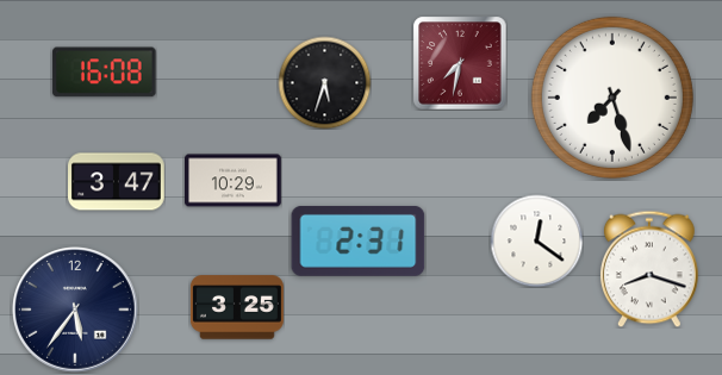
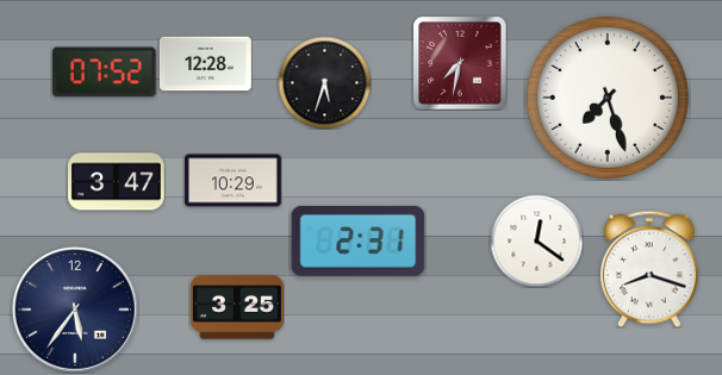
clock at (205, 64): none -> 12:28
clock at (105, 73): 16:08 -> 07:52
clock at (612, 98) position: (612, 98) -> (608, 98)
